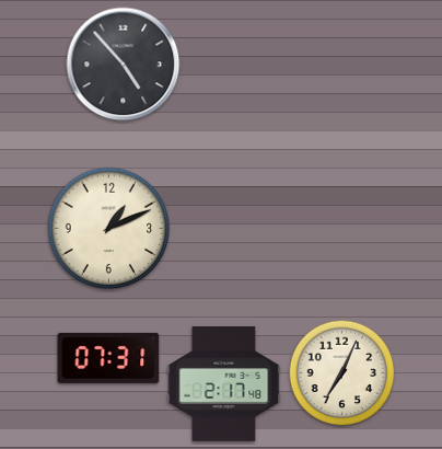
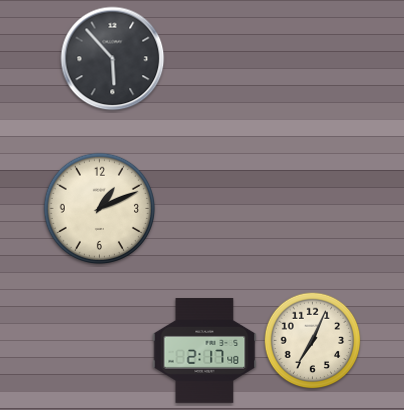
clock at (124, 65): 4:53 -> 5:53
clock at (108, 358): 07:31 -> none
